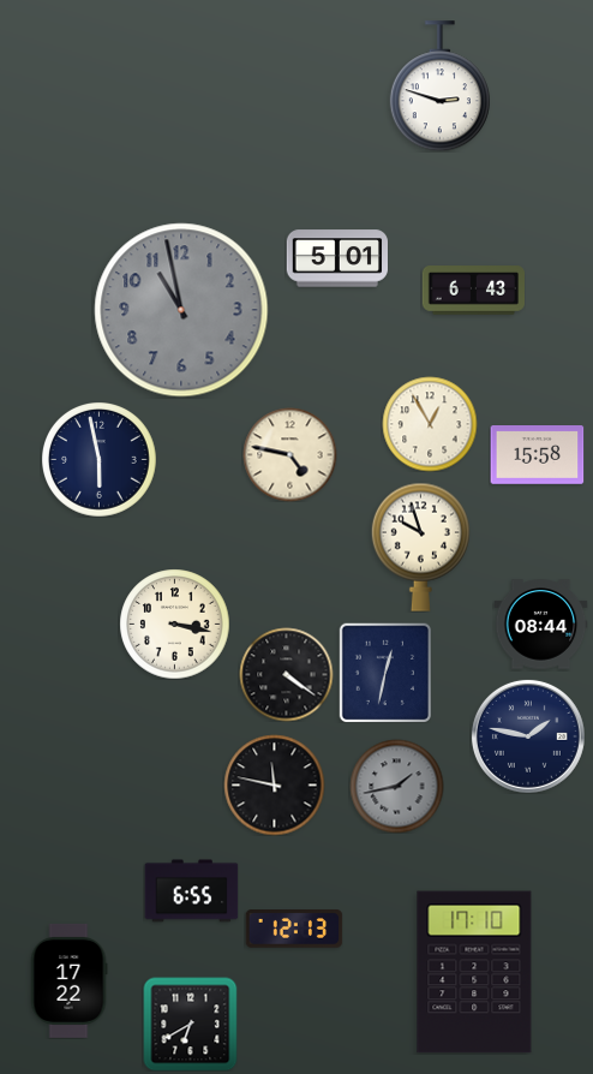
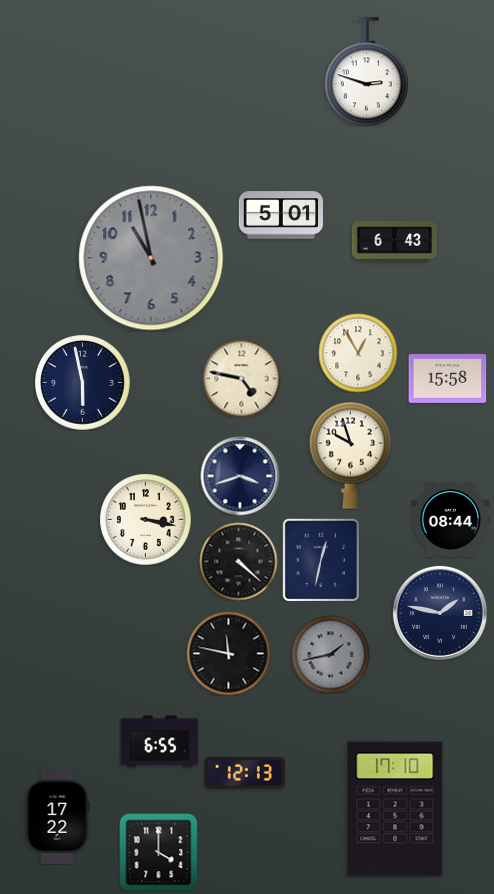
clock at (240, 476): none -> 3:42
clock at (286, 674): 4:21 -> 4:22
clock at (190, 1024): 6:40 -> 4:00
